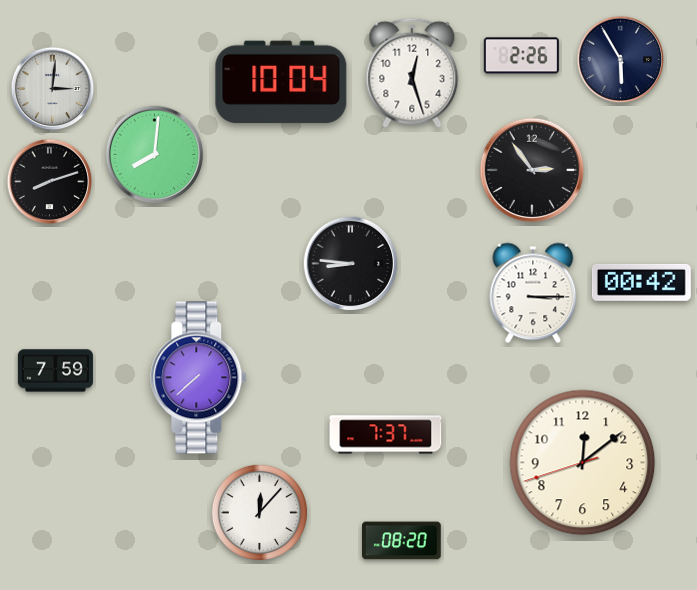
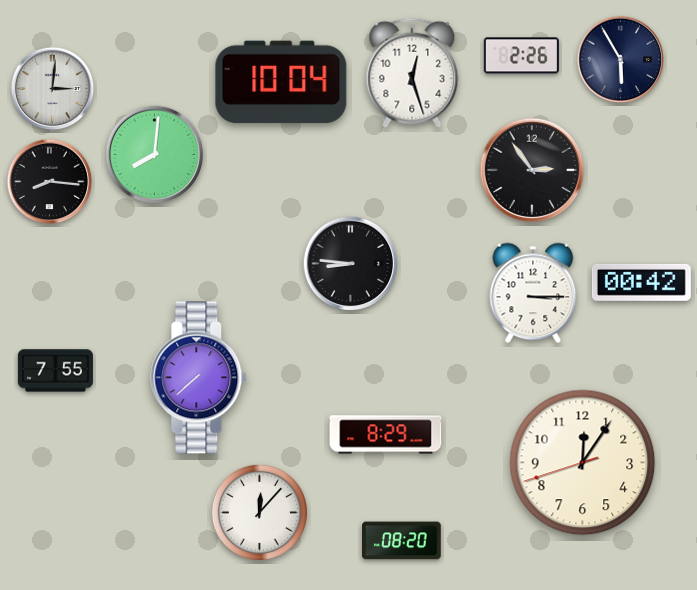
clock at (50, 182): 8:12 -> 8:16
clock at (55, 371): 7:59 -> 7:55
clock at (386, 435): 7:37 -> 8:29
clock at (583, 463): 12:08 -> 12:05
